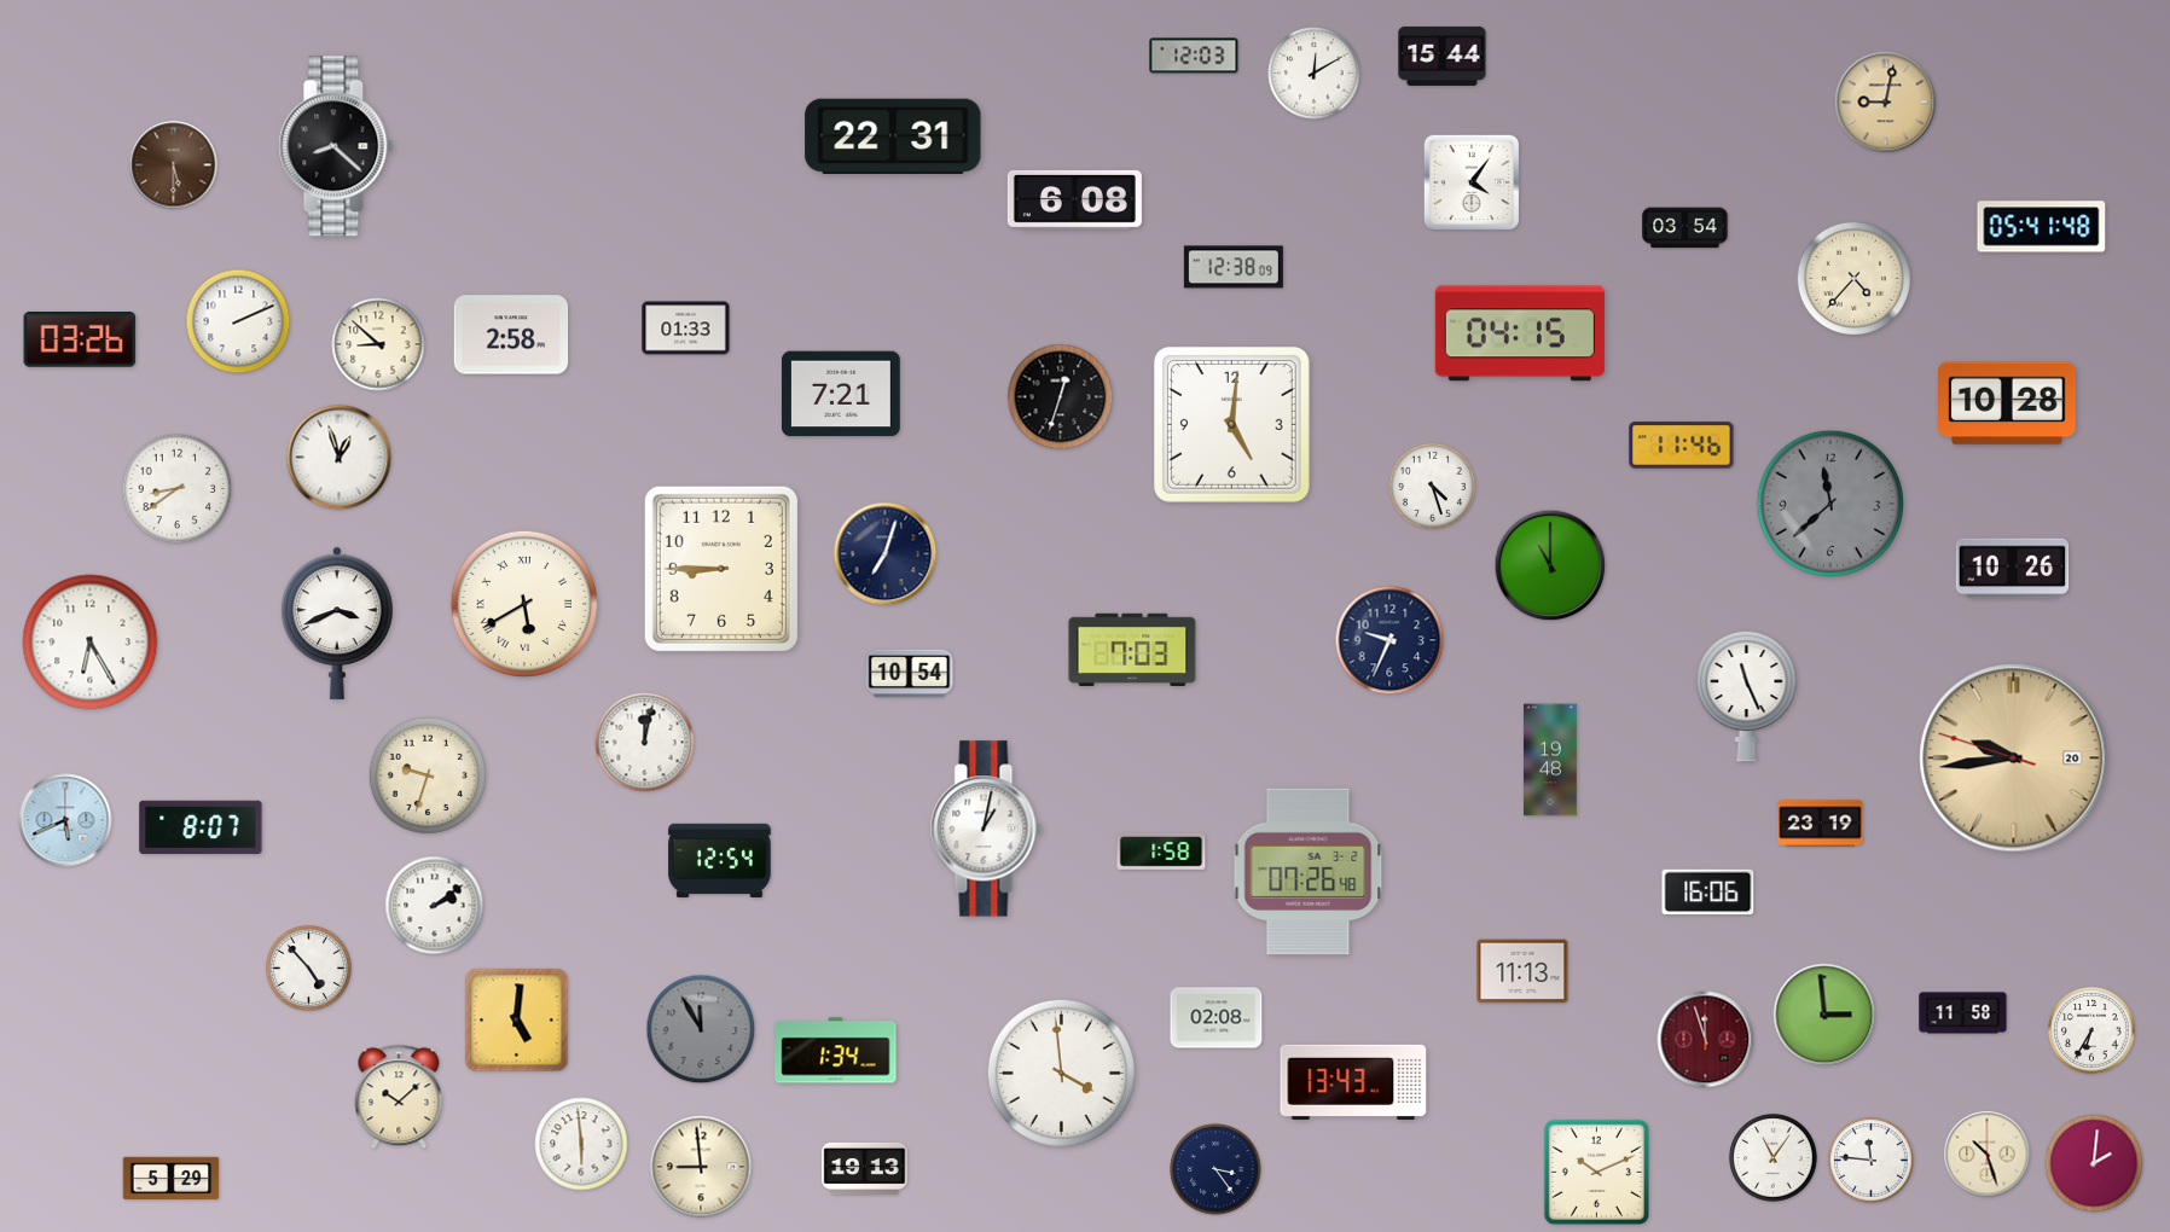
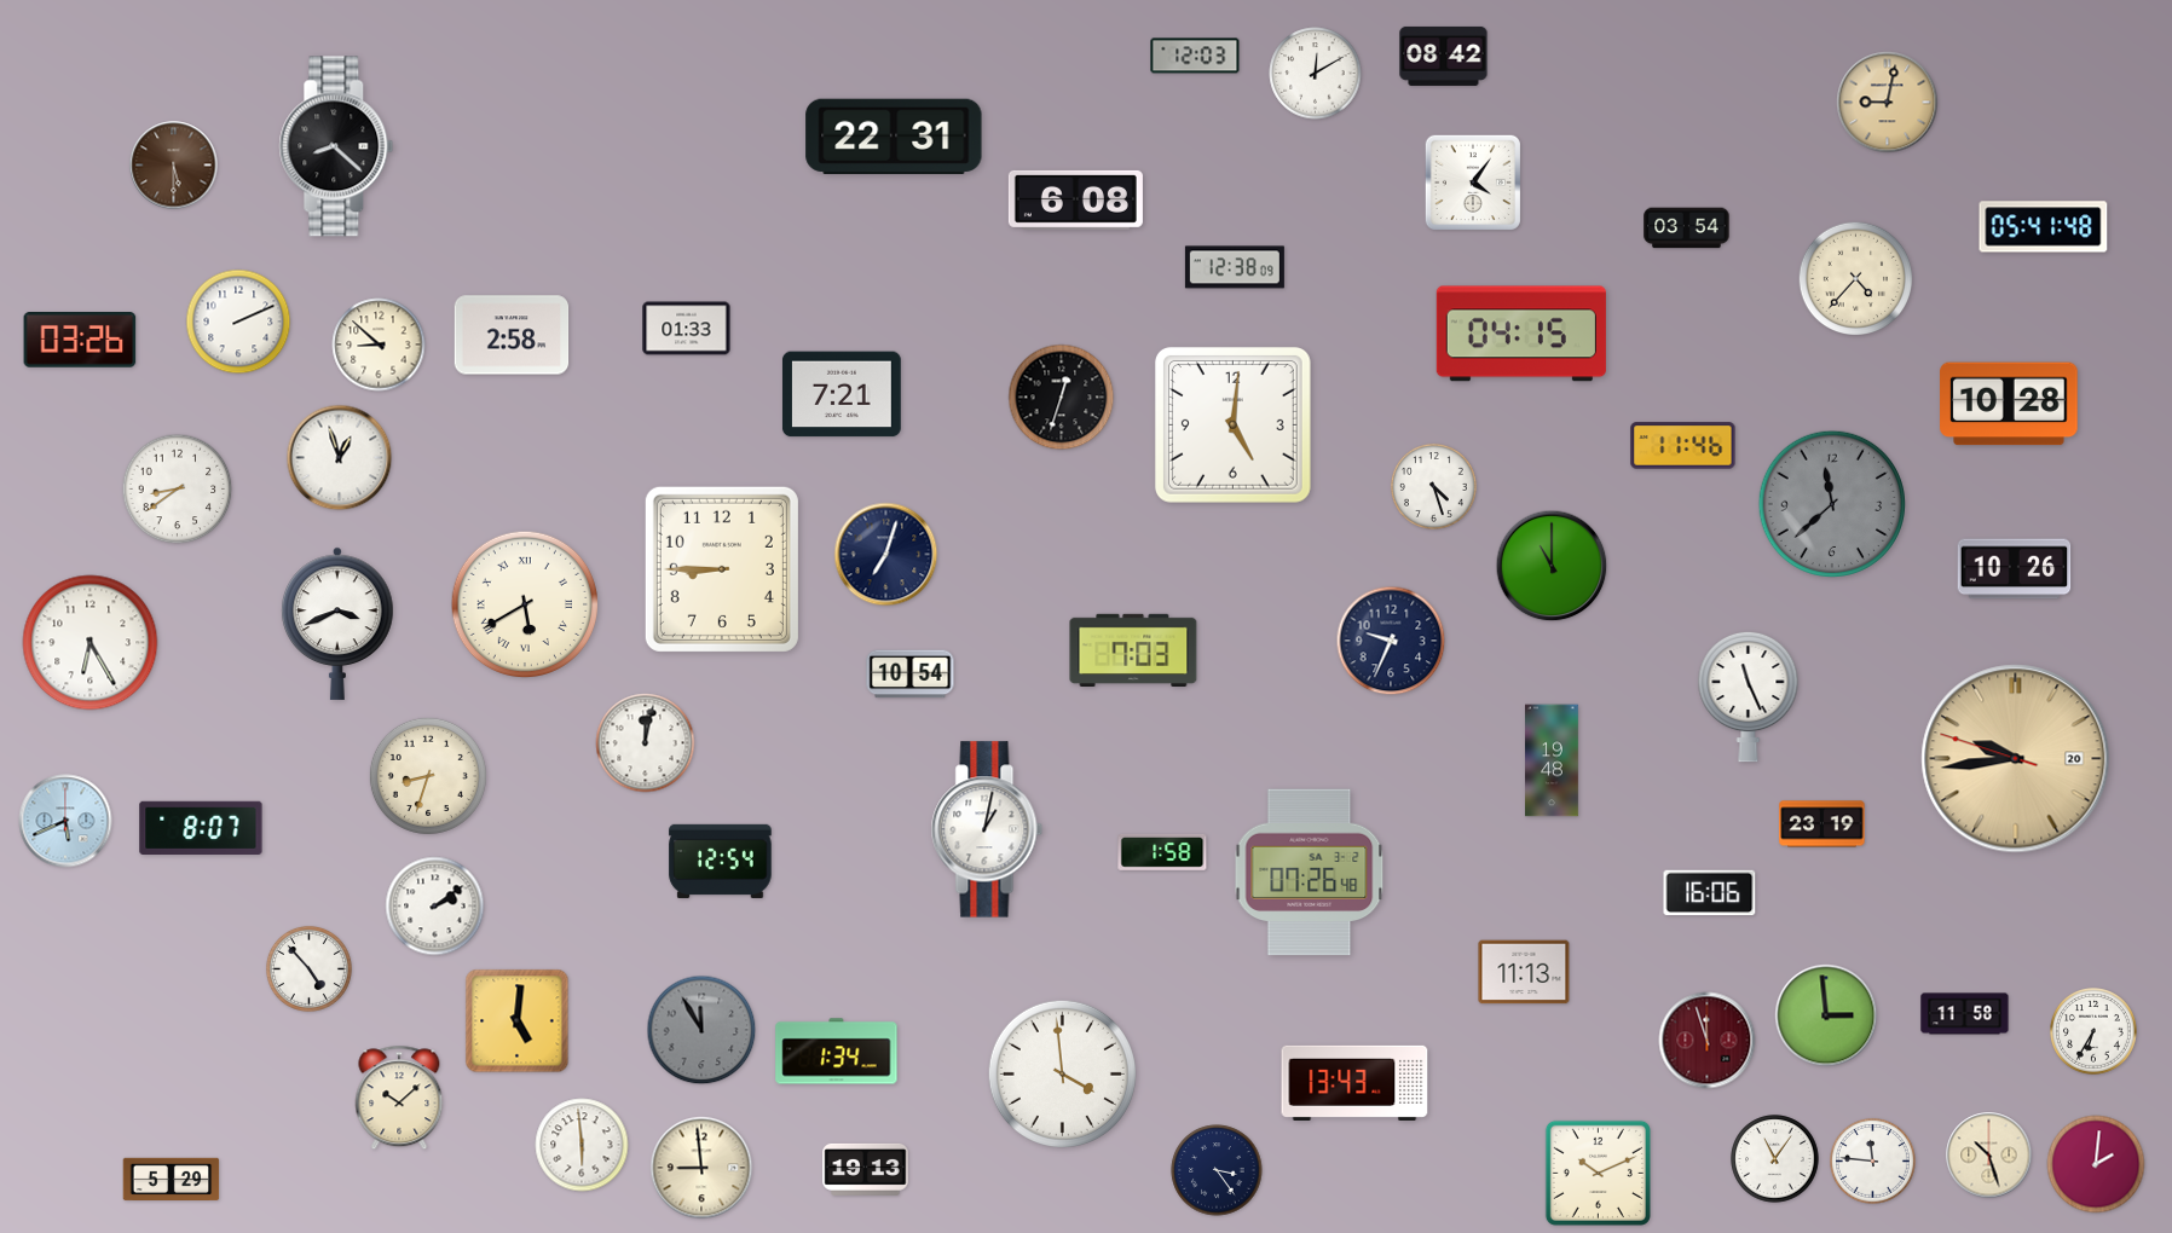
clock at (1443, 56): 15:44 -> 08:42
clock at (428, 775): 9:33 -> 8:33
clock at (1217, 1018): 02:08 -> none
